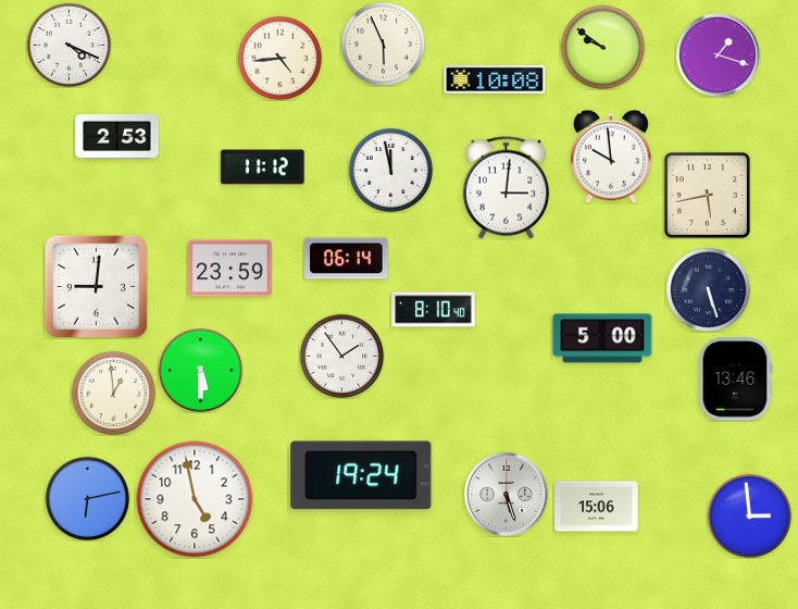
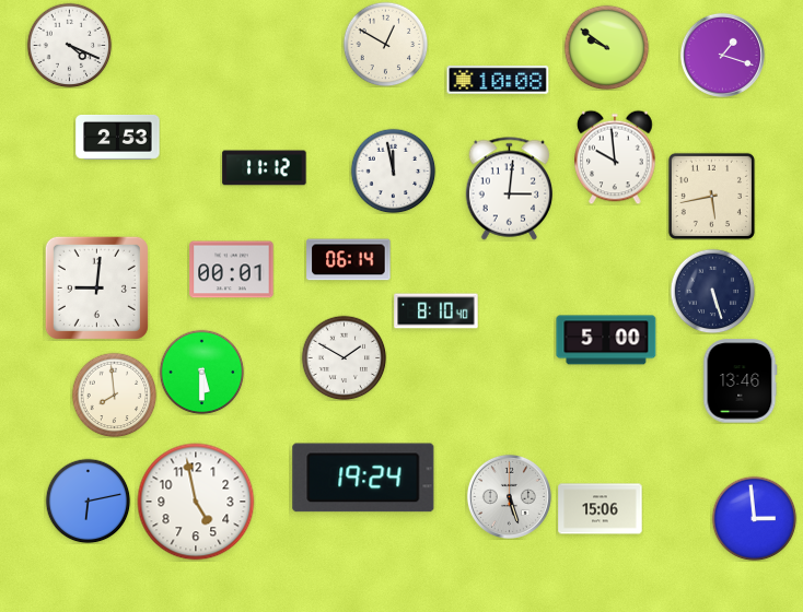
clock at (383, 43): 5:56 -> 12:50
clock at (279, 58): 4:44 -> none
clock at (230, 269): 23:59 -> 00:01
clock at (341, 356): 1:54 -> 1:50
clock at (113, 393): 12:59 -> 7:59
